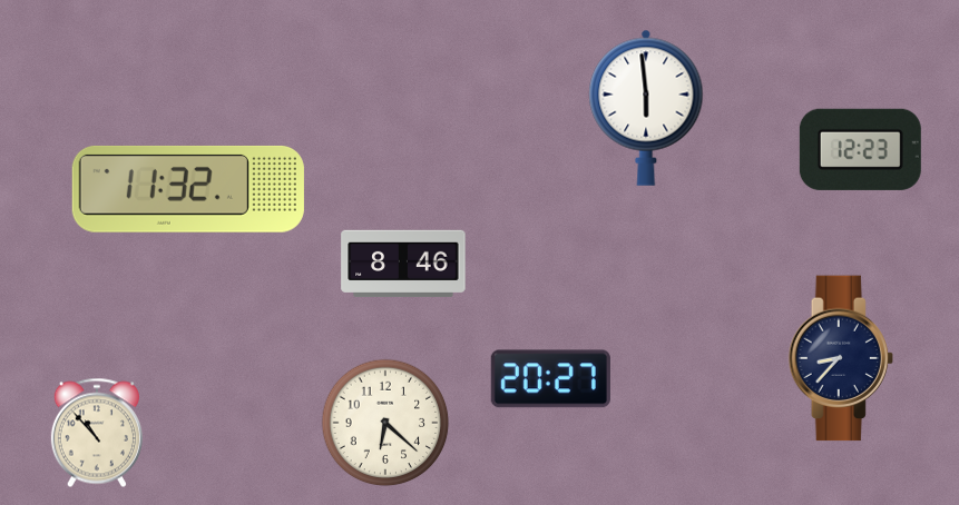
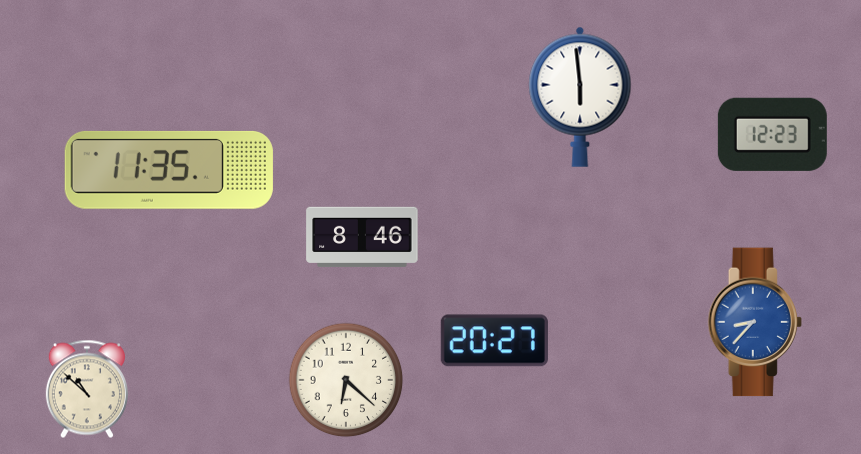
clock at (188, 189): 11:32 -> 11:35
clock at (841, 358) dial: navy -> blue
clock at (97, 433): 10:53 -> 10:52
